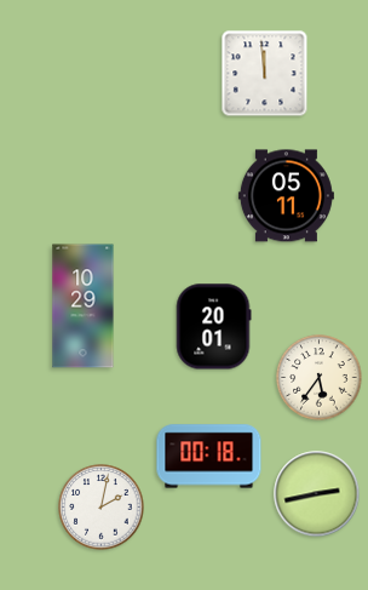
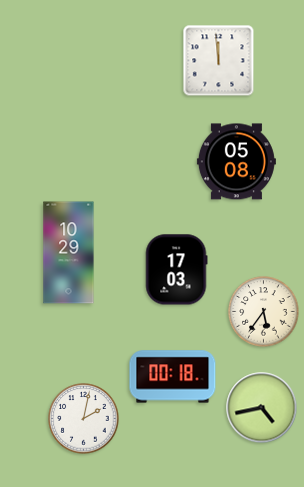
clock at (286, 196): 05:11 -> 05:08
clock at (213, 327): 20:01 -> 17:03
clock at (317, 494): 2:43 -> 4:43
